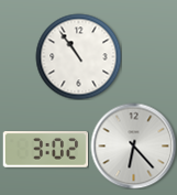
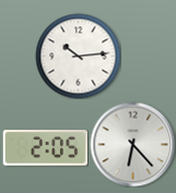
clock at (78, 56): 10:54 -> 10:14
clock at (45, 150): 3:02 -> 2:05
